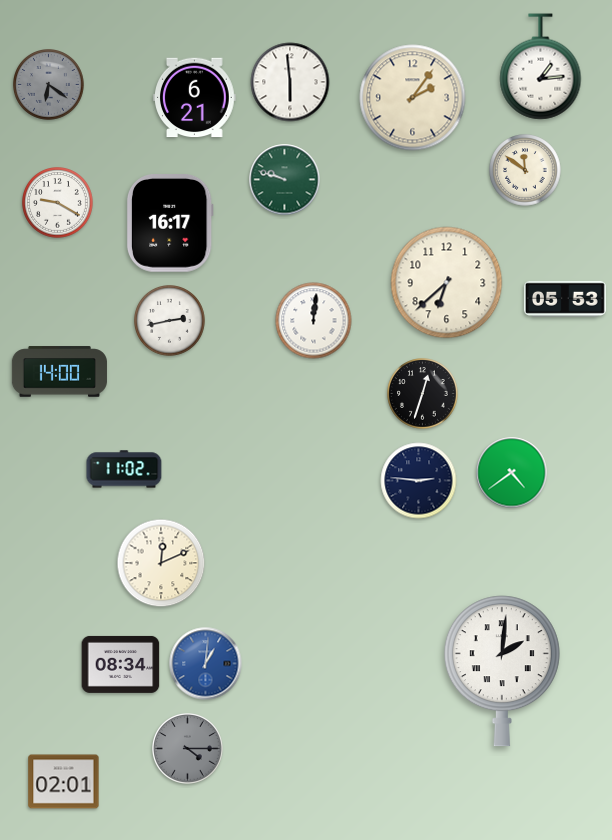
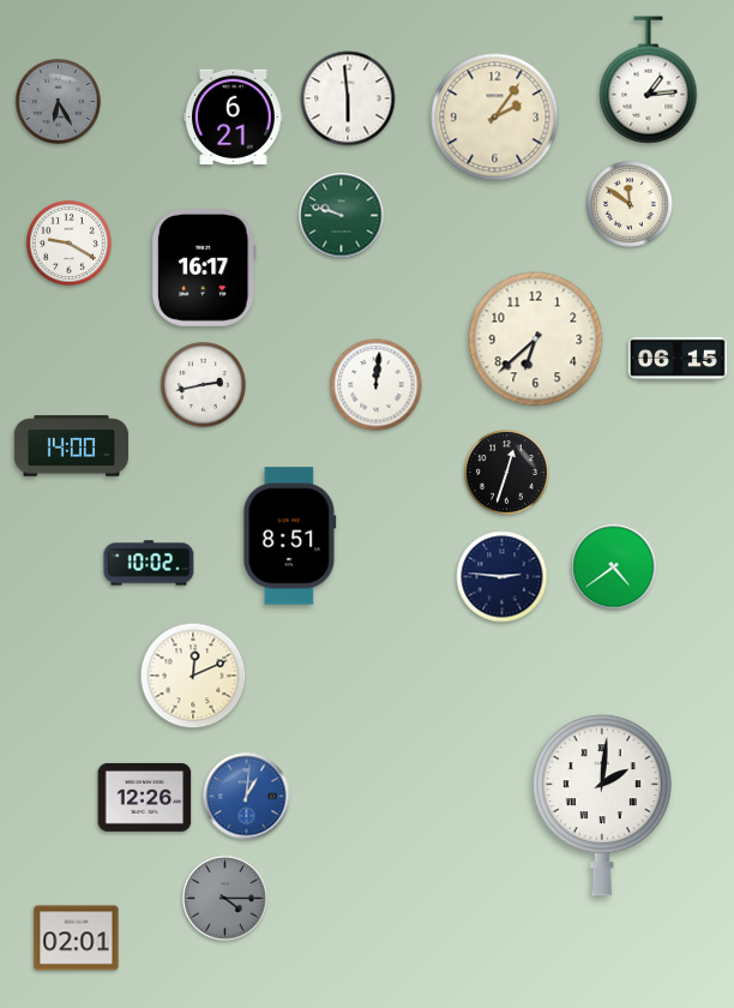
clock at (49, 85): 6:21 -> 6:25
clock at (565, 299): 05:53 -> 06:15
clock at (290, 536): none -> 8:51
clock at (124, 469): 11:02 -> 10:02
clock at (121, 664): 08:34 -> 12:26
